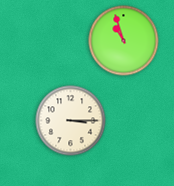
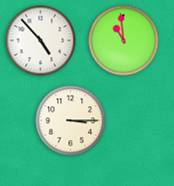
clock at (41, 41): none -> 4:53
clock at (124, 41): 10:57 -> 10:59
